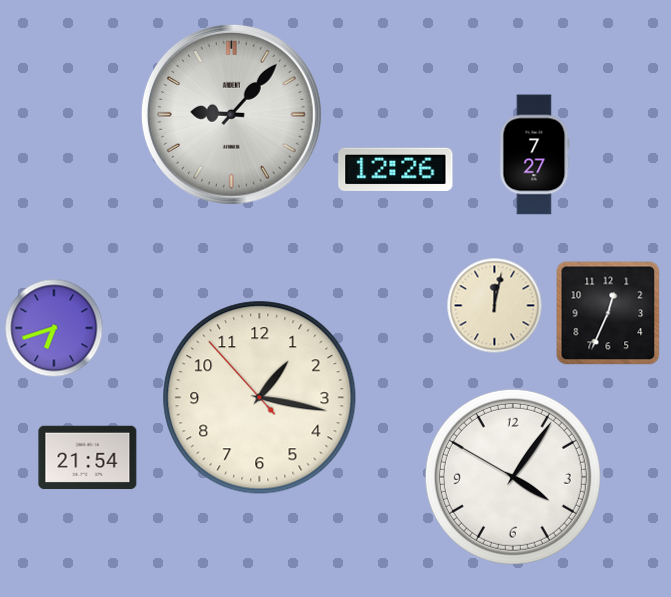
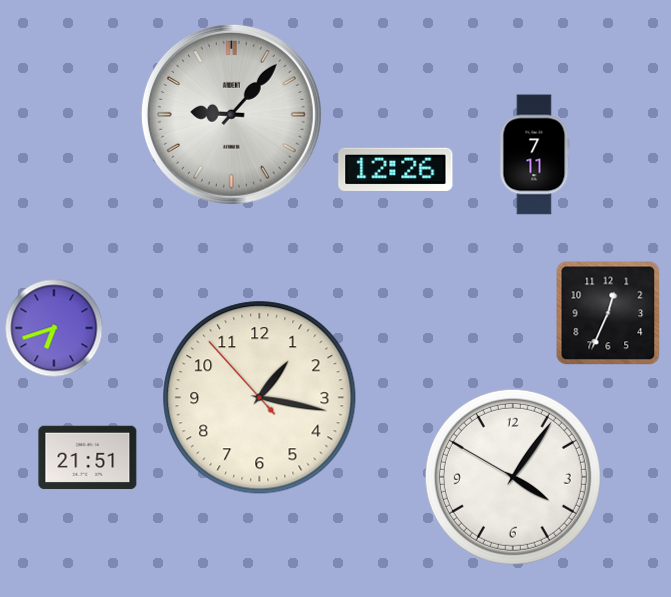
clock at (534, 155): 7:27 -> 7:11
clock at (495, 306): 12:02 -> none
clock at (88, 458): 21:54 -> 21:51
